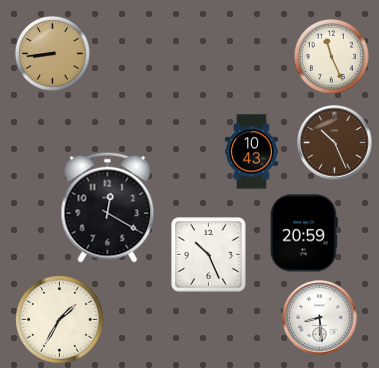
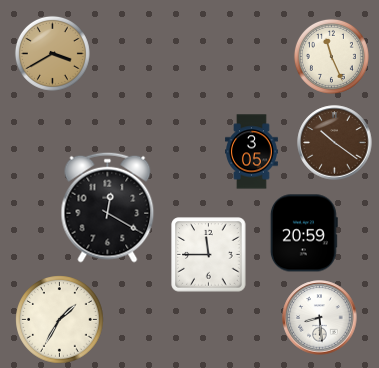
clock at (52, 53): 8:44 -> 3:40
clock at (335, 143): 10:26 -> 10:21
clock at (252, 152): 10:43 -> 3:05
clock at (209, 255): 10:26 -> 11:45
